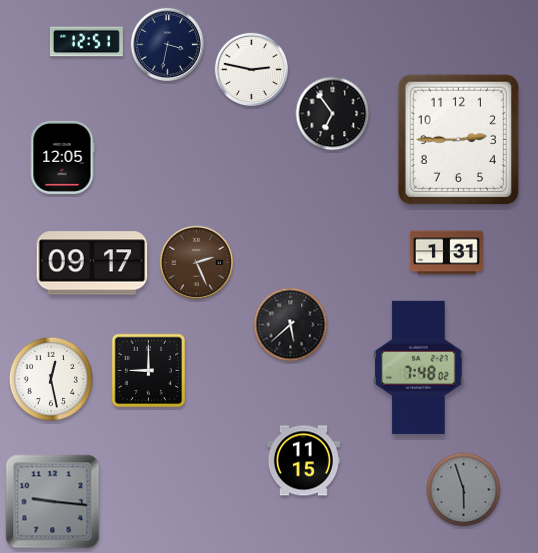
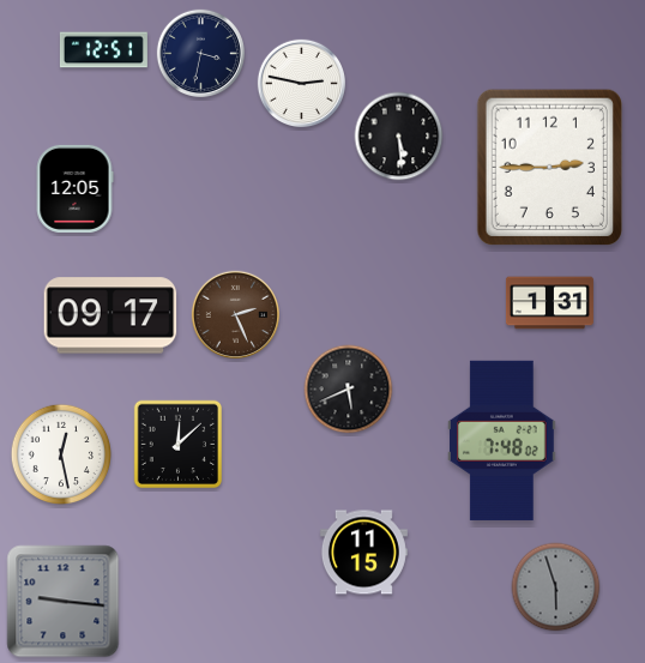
clock at (333, 114): 6:54 -> 5:29
clock at (446, 253) position: (446, 253) -> (549, 303)
clock at (291, 325): 5:38 -> 5:41
clock at (149, 371): 9:00 -> 12:08
